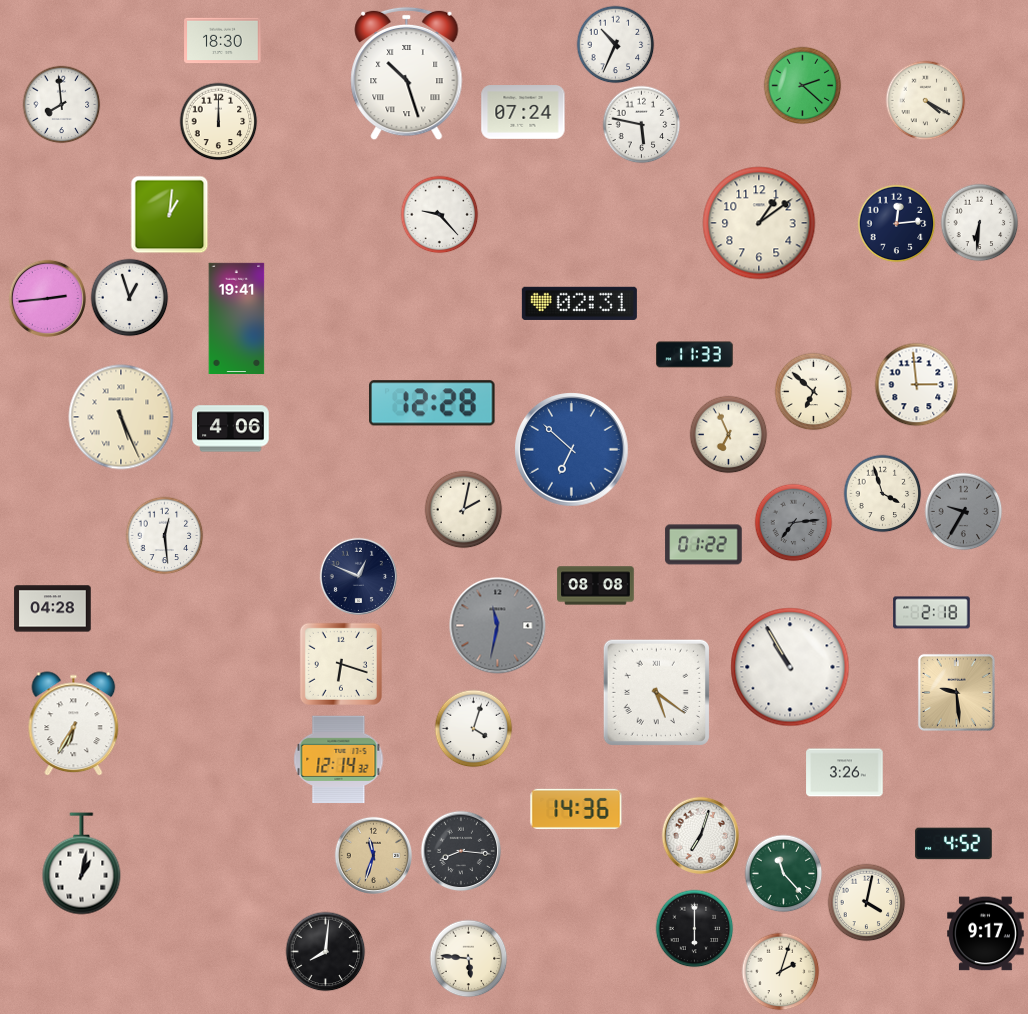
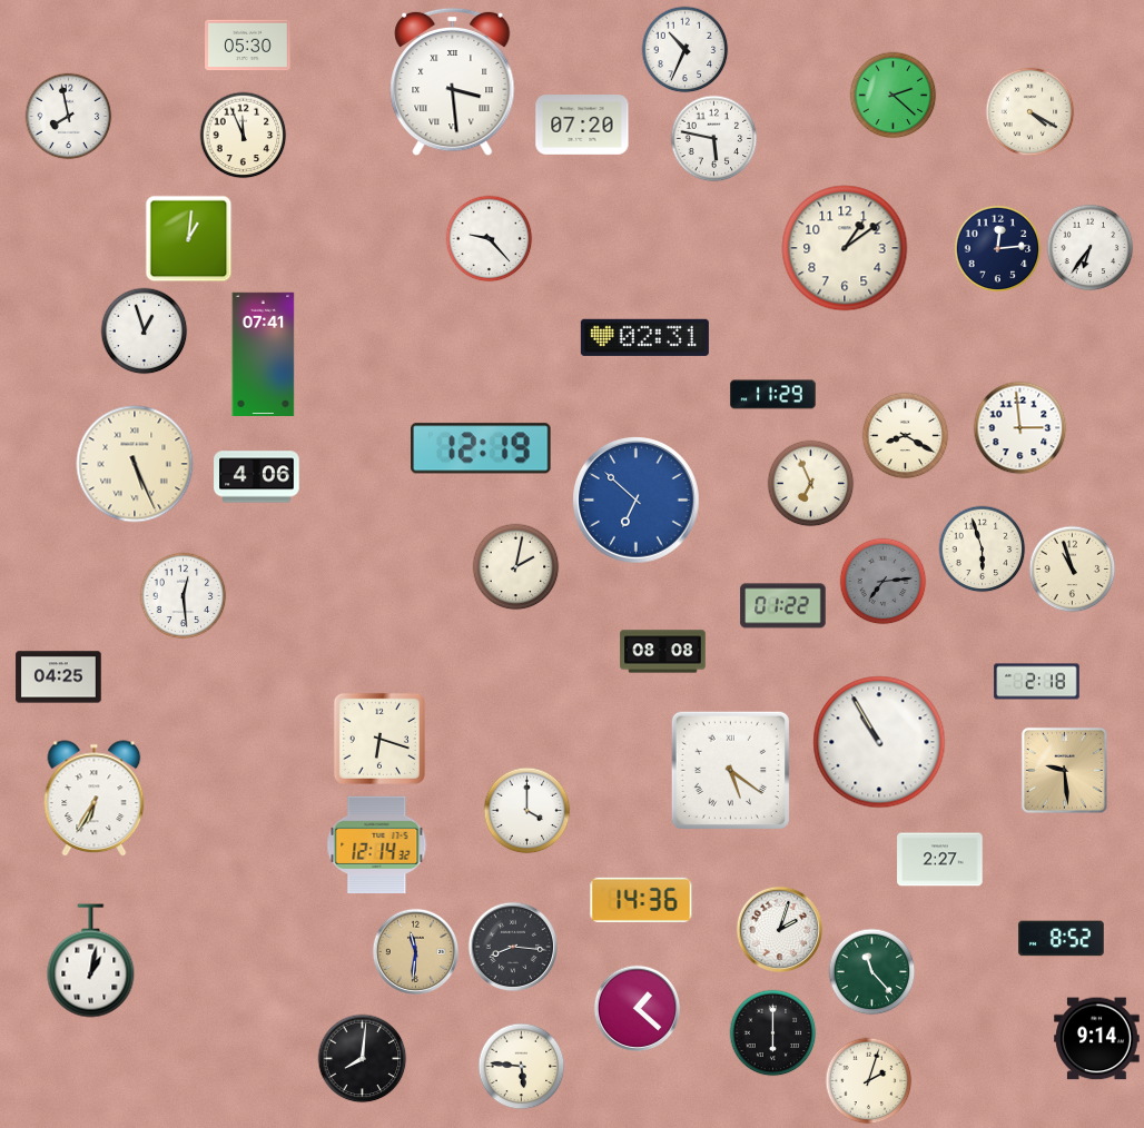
clock at (223, 41): 18:30 -> 05:30
clock at (407, 74): 10:27 -> 3:29
clock at (61, 104): 7:59 -> 7:58
clock at (523, 112): 07:24 -> 07:20
clock at (218, 121): 12:00 -> 11:56
clock at (979, 222): 6:31 -> 6:36
clock at (47, 298): 2:44 -> none
clock at (237, 318): 19:41 -> 07:41
clock at (695, 355): 11:33 -> 11:29
clock at (813, 391): 6:52 -> 8:20
clock at (432, 403): 12:28 -> 12:19
clock at (882, 493): 3:57 -> 5:57
clock at (963, 511): 9:35 -> 10:57
clock at (963, 511) dial: grey -> cream
clock at (358, 576): 12:49 -> none
clock at (53, 609): 04:28 -> 04:25
clock at (498, 626): 11:32 -> none
clock at (74, 724) position: (74, 724) -> (95, 799)
clock at (473, 728): 4:03 -> 4:00
clock at (845, 773): 3:26 -> 2:27
clock at (700, 835): 7:03 -> 2:03
clock at (954, 844): 4:52 -> 8:52
clock at (373, 855): 11:33 -> 11:31
clock at (866, 902): 4:02 -> none
clock at (637, 1008): none -> 1:22
clock at (986, 934): 9:17 -> 9:14
